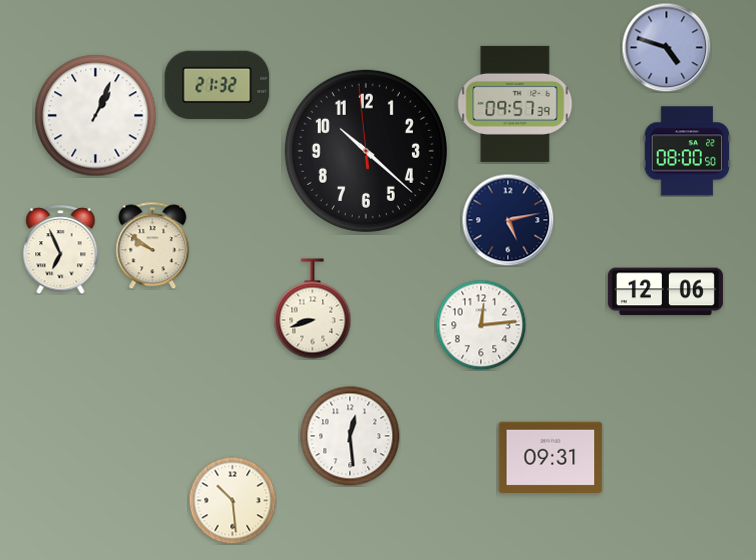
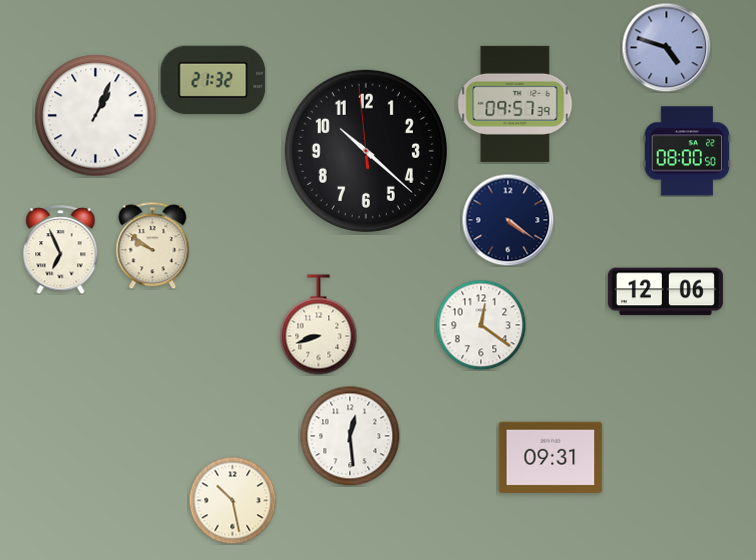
clock at (217, 85) position: (217, 85) -> (213, 80)
clock at (508, 220): 5:13 -> 4:21
clock at (313, 309) position: (313, 309) -> (319, 325)
clock at (481, 325): 12:14 -> 12:21
clock at (232, 500): 10:29 -> 10:28
